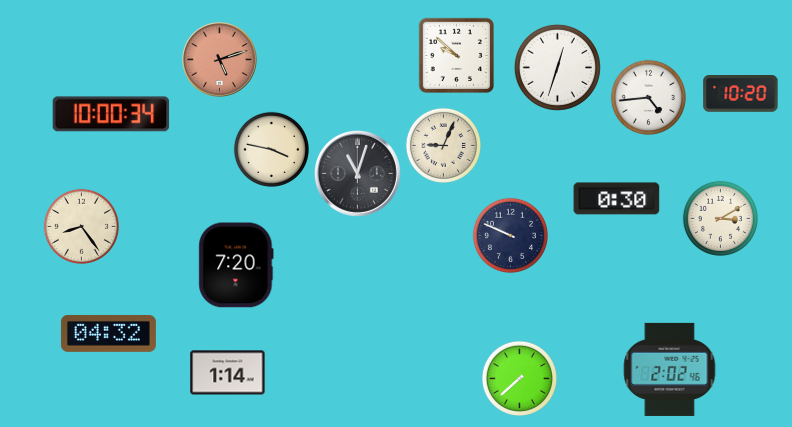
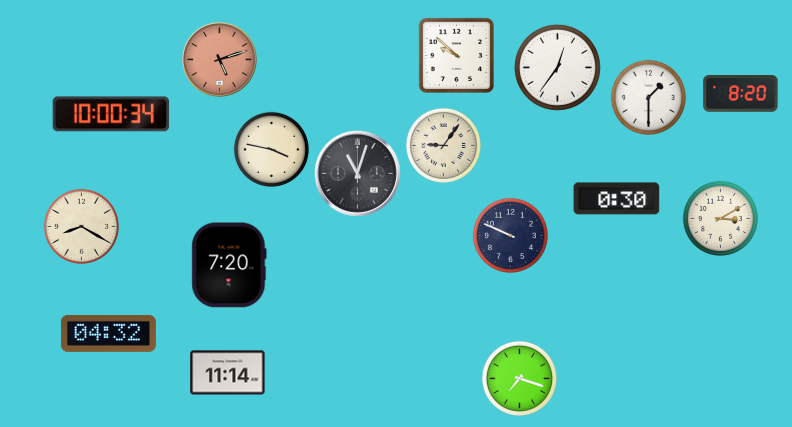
clock at (557, 67): 12:33 -> 12:36
clock at (741, 94): 10:20 -> 8:20
clock at (648, 97): 4:44 -> 1:30
clock at (443, 145): 9:04 -> 9:06
clock at (81, 226): 8:24 -> 8:20
clock at (236, 265) position: (236, 265) -> (229, 265)
clock at (670, 369): 2:02 -> none
clock at (228, 373): 1:14 -> 11:14
clock at (519, 378): 7:38 -> 7:18
